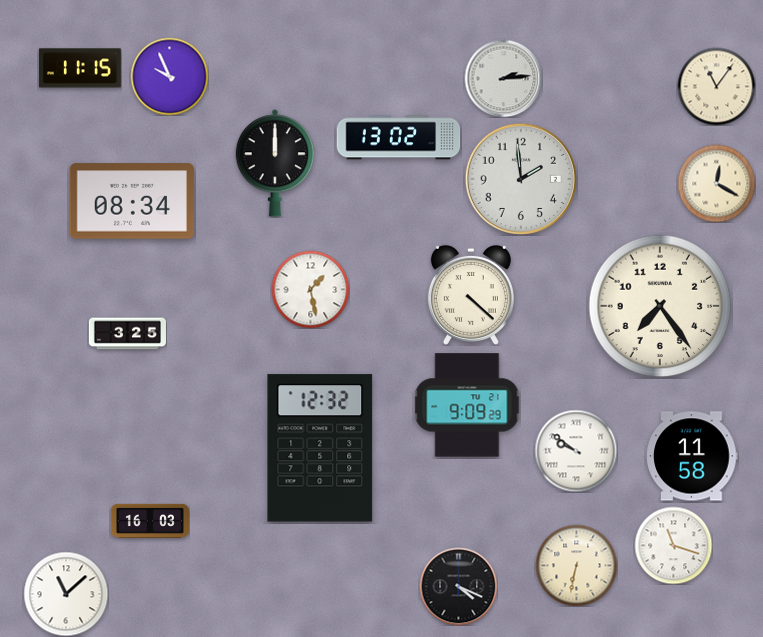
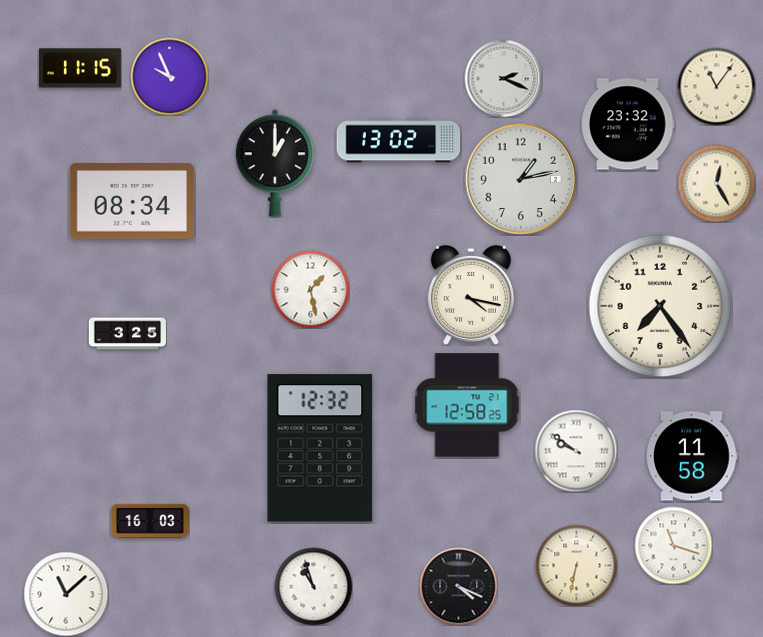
clock at (503, 78): 2:14 -> 2:19
clock at (628, 124): none -> 23:32
clock at (399, 138) position: (399, 138) -> (399, 141)
clock at (275, 163): 12:00 -> 1:00
clock at (521, 179): 1:59 -> 1:13
clock at (716, 183): 12:20 -> 12:25
clock at (471, 295): 4:22 -> 4:17
clock at (467, 405): 9:09 -> 12:58
clock at (313, 586): none -> 10:57
